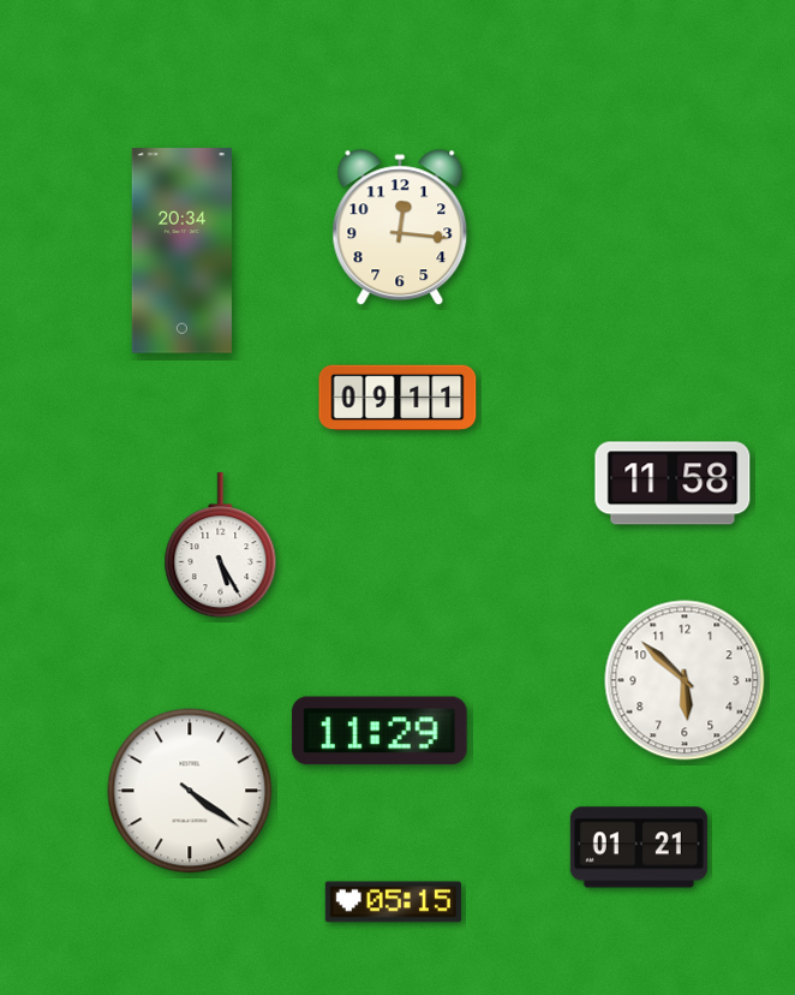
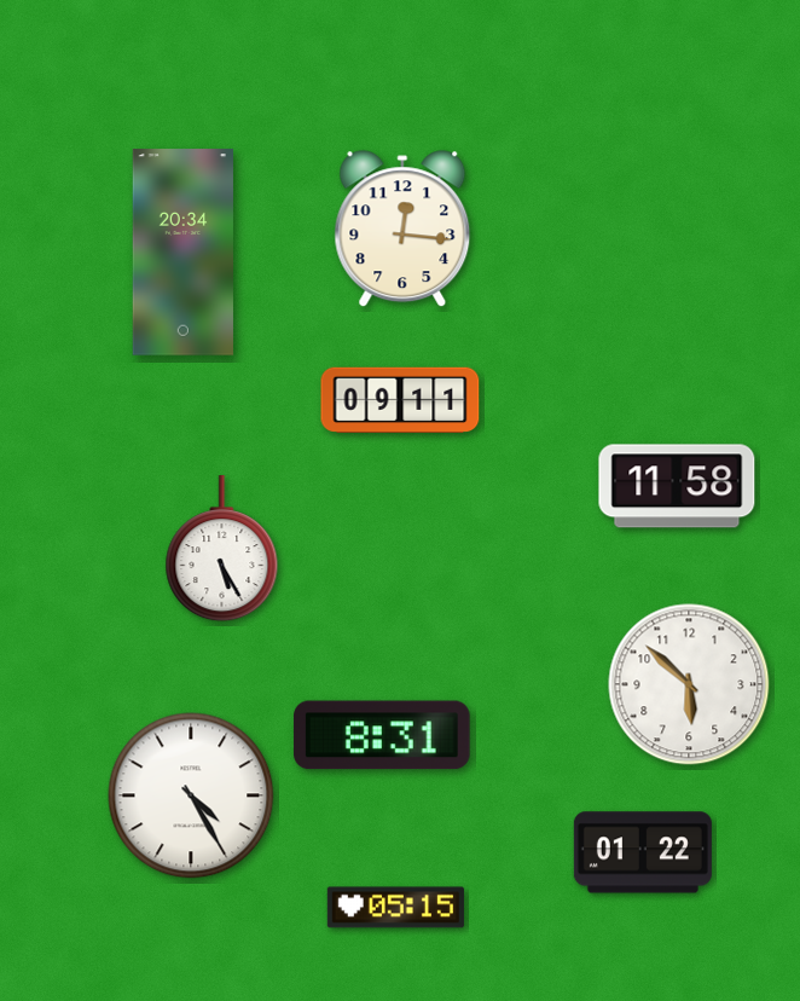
clock at (379, 731): 11:29 -> 8:31
clock at (190, 791): 4:21 -> 4:25
clock at (639, 847): 01:21 -> 01:22
